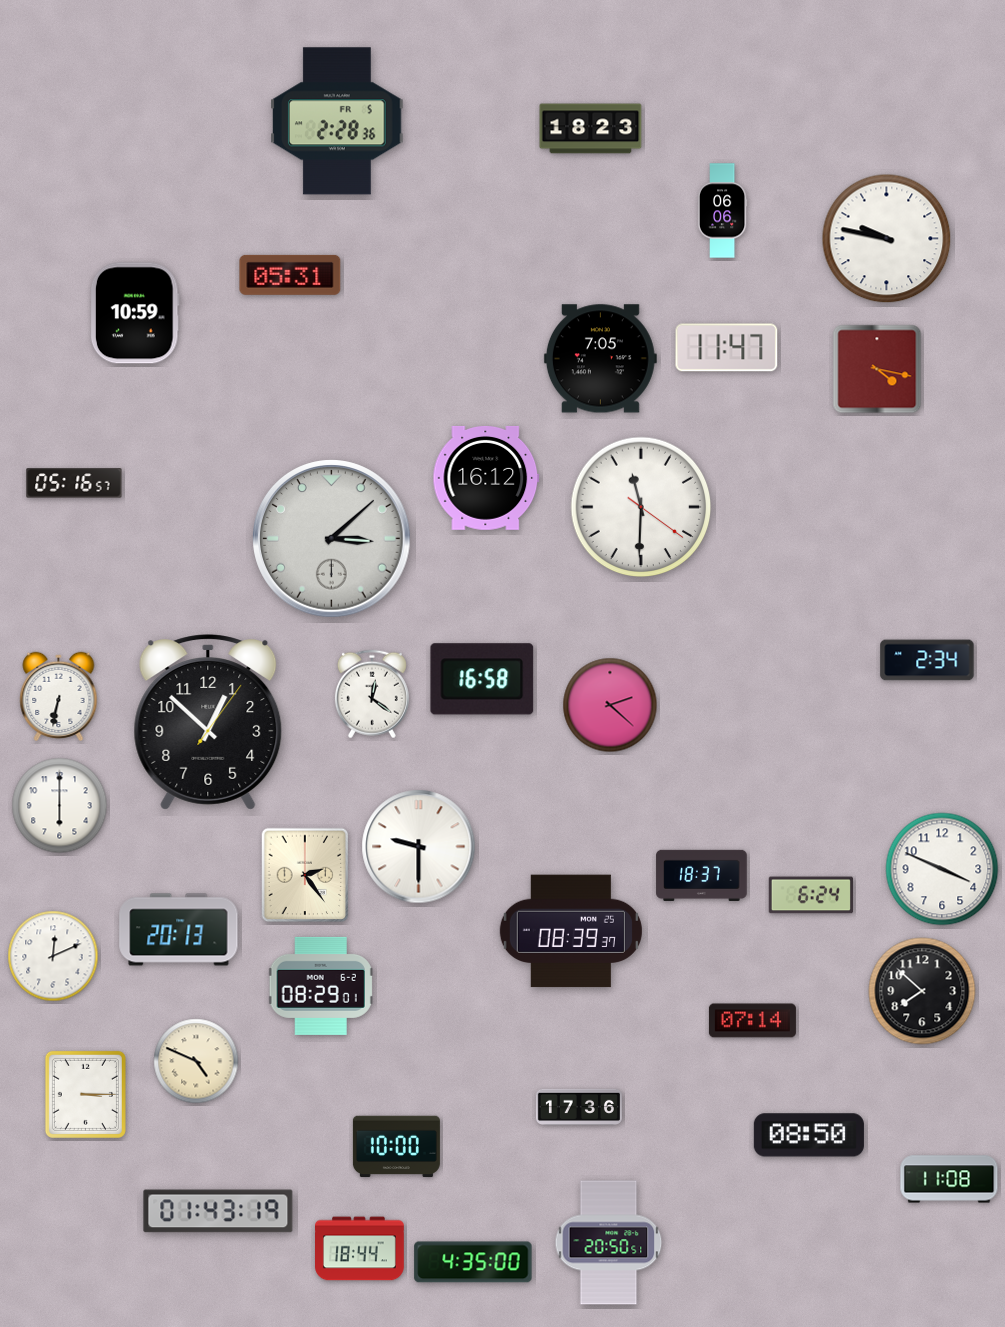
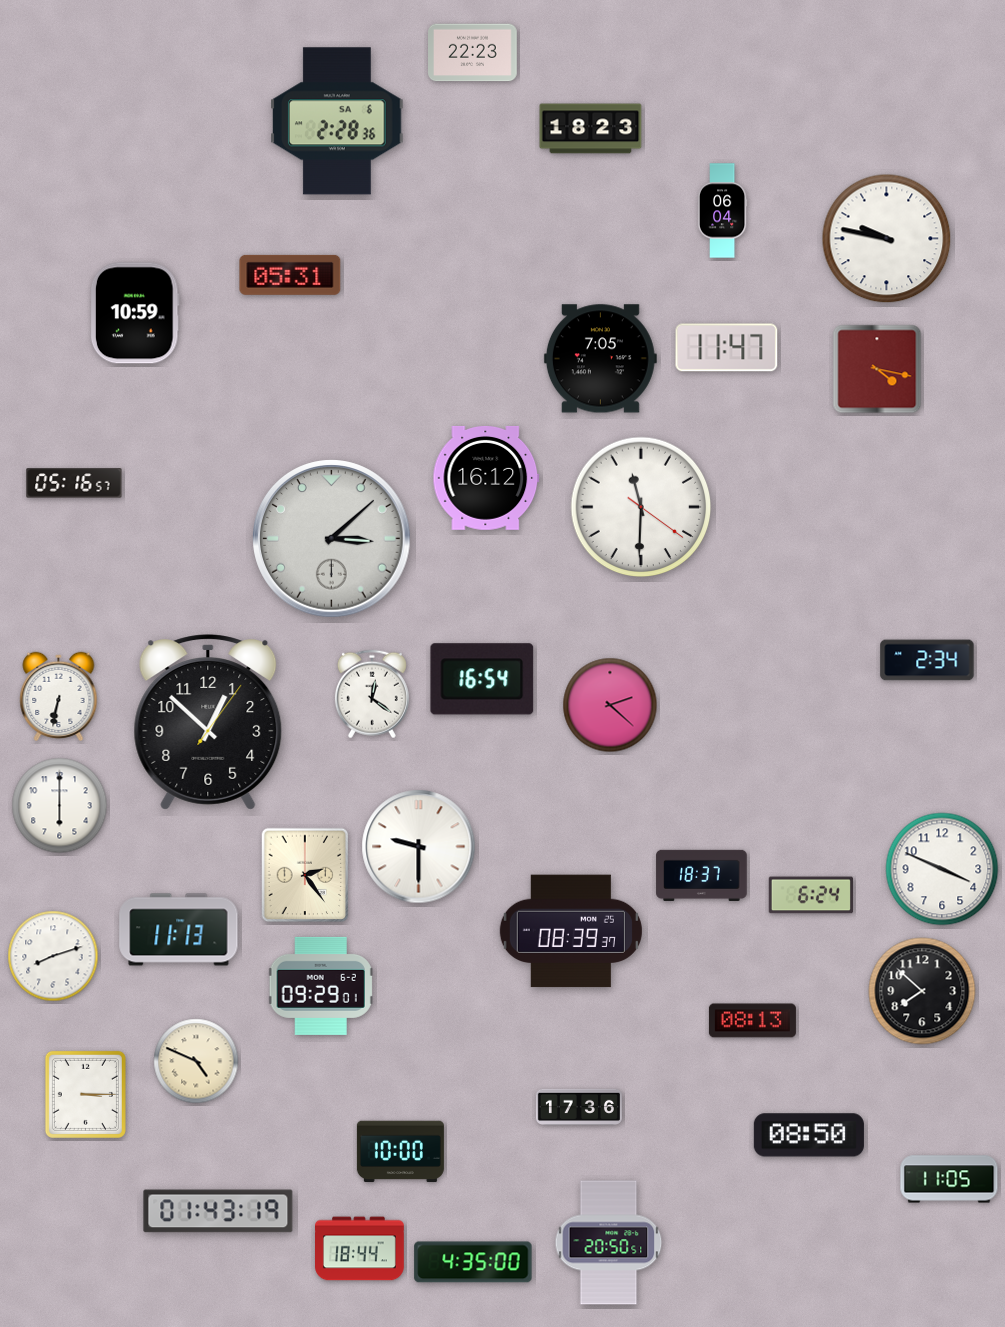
clock at (473, 53): none -> 22:23
clock at (337, 121) date: FR 5 -> SA 6
clock at (722, 211): 06:06 -> 06:04
clock at (482, 679): 16:58 -> 16:54
clock at (179, 930): 20:13 -> 11:13
clock at (53, 956): 12:11 -> 8:12
clock at (321, 986): 08:29 -> 09:29
clock at (752, 1021): 07:14 -> 08:13
clock at (396, 1147) position: (396, 1147) -> (400, 1152)
clock at (949, 1179): 11:08 -> 11:05
